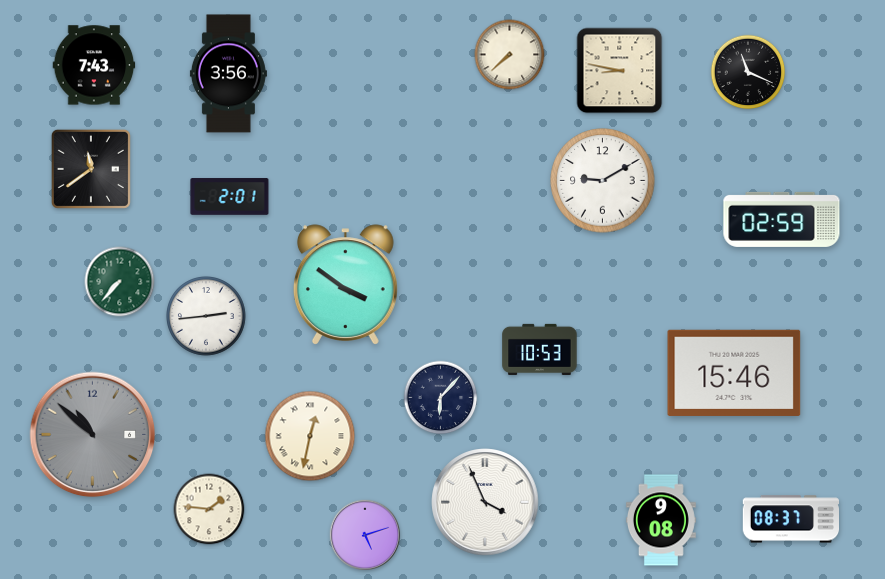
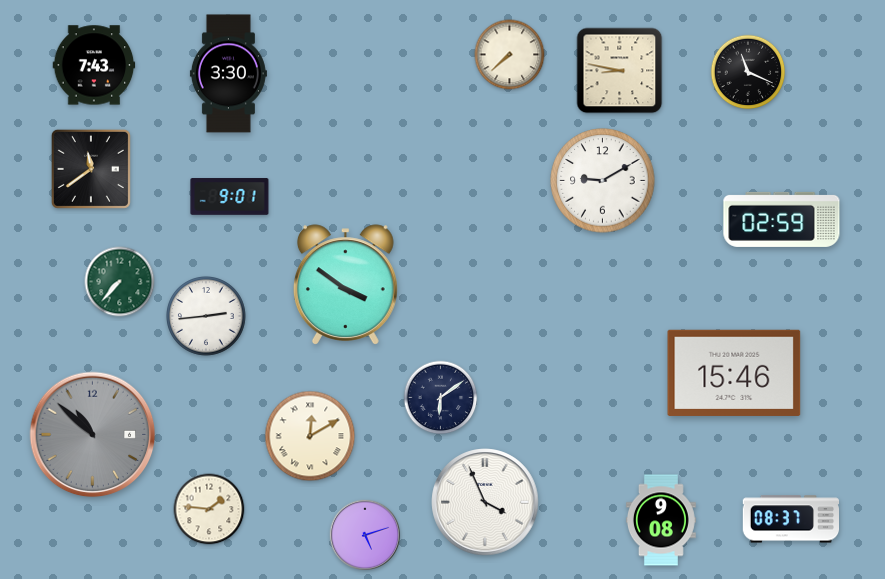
clock at (228, 74): 3:56 -> 3:30
clock at (230, 197): 2:01 -> 9:01
clock at (540, 349): 10:53 -> none
clock at (441, 398): 6:07 -> 6:09
clock at (310, 436): 12:32 -> 12:10
